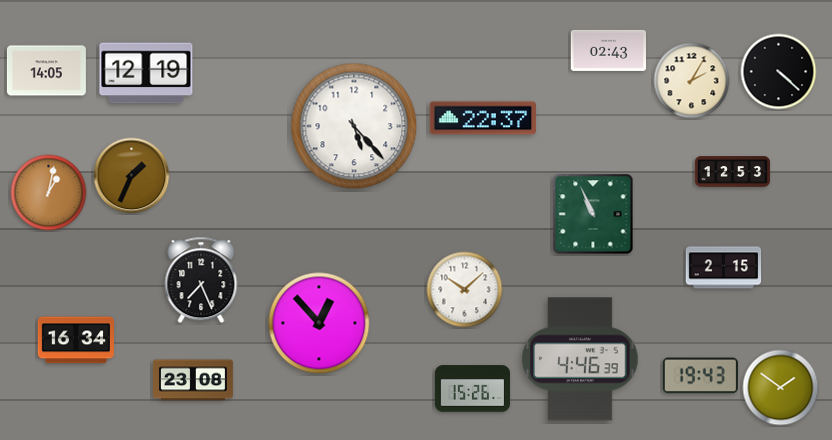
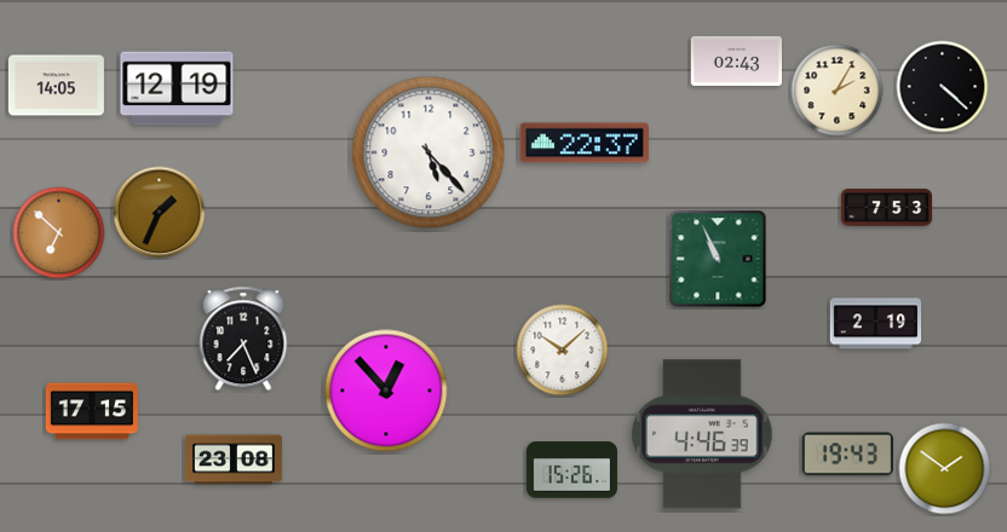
clock at (692, 81) position: (692, 81) -> (838, 91)
clock at (733, 172): 12:53 -> 7:53
clock at (49, 193): 1:02 -> 6:52
clock at (724, 268): 2:15 -> 2:19
clock at (76, 340): 16:34 -> 17:15
